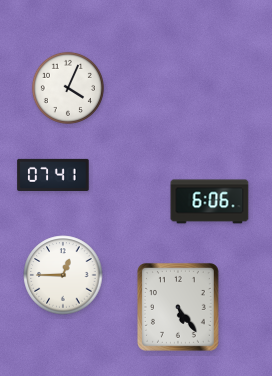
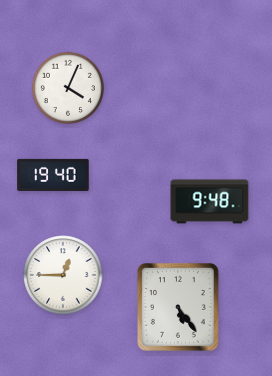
clock at (53, 175): 07:41 -> 19:40
clock at (210, 202): 6:06 -> 9:48
